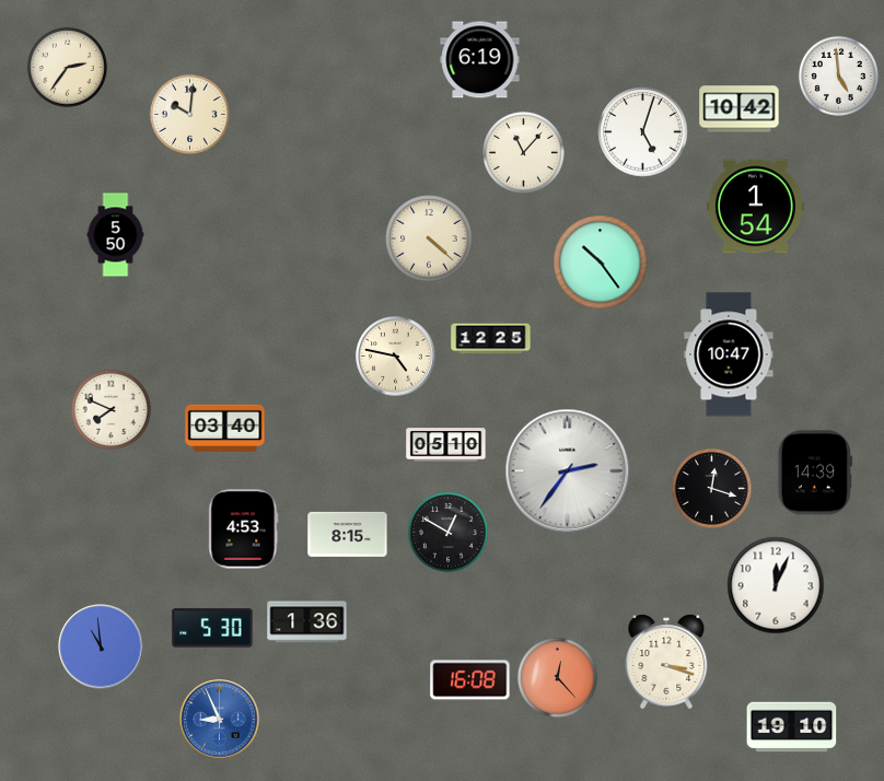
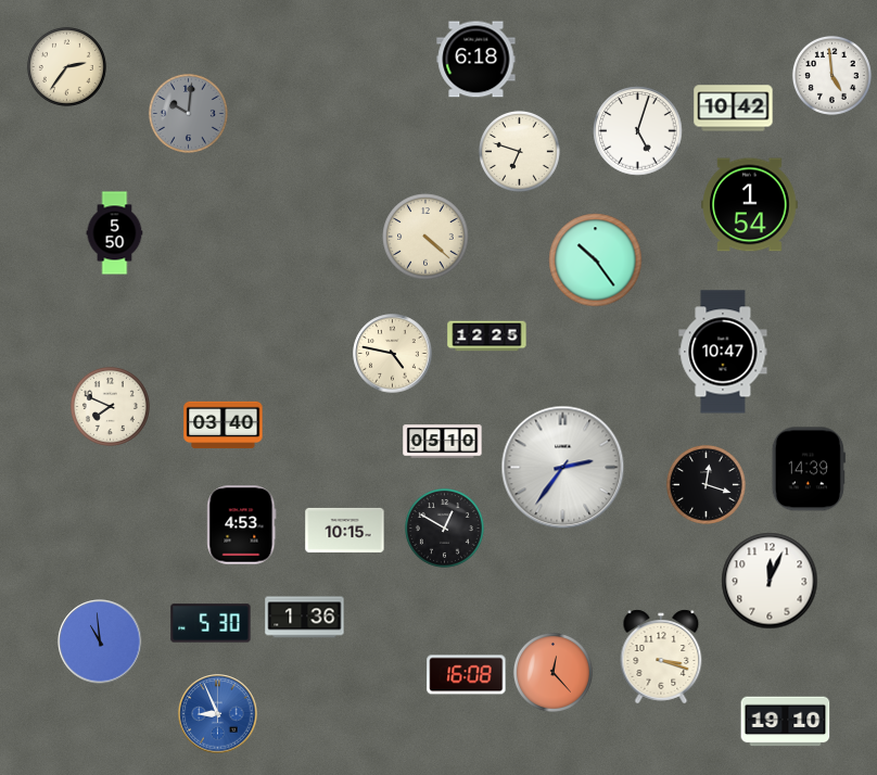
clock at (480, 60): 6:19 -> 6:18
clock at (189, 114) dial: cream -> grey
clock at (523, 152): 11:07 -> 6:48
clock at (348, 534): 8:15 -> 10:15
